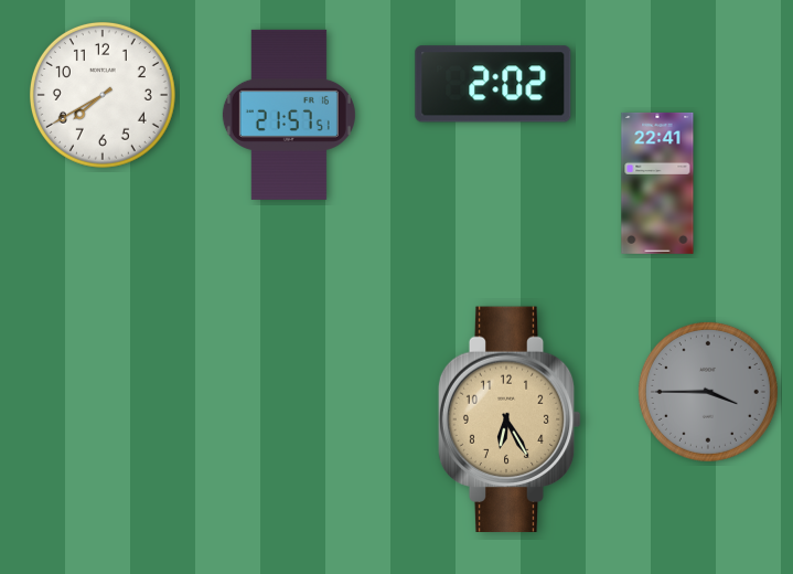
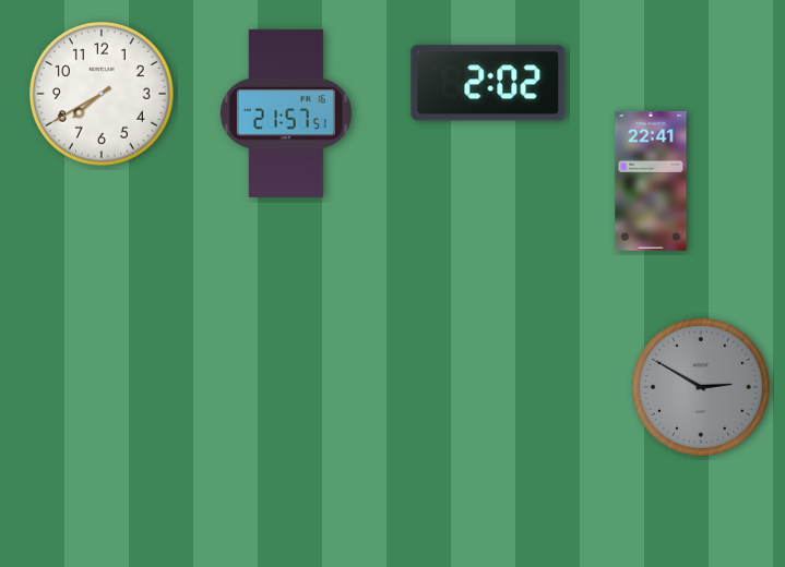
clock at (708, 392): 3:45 -> 2:50
clock at (510, 419): 6:25 -> none
